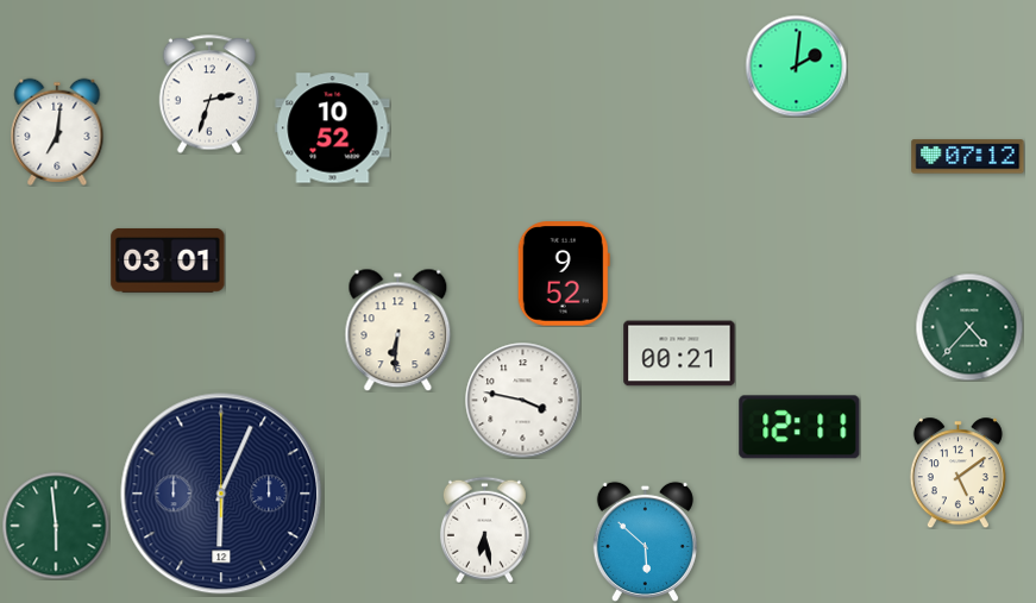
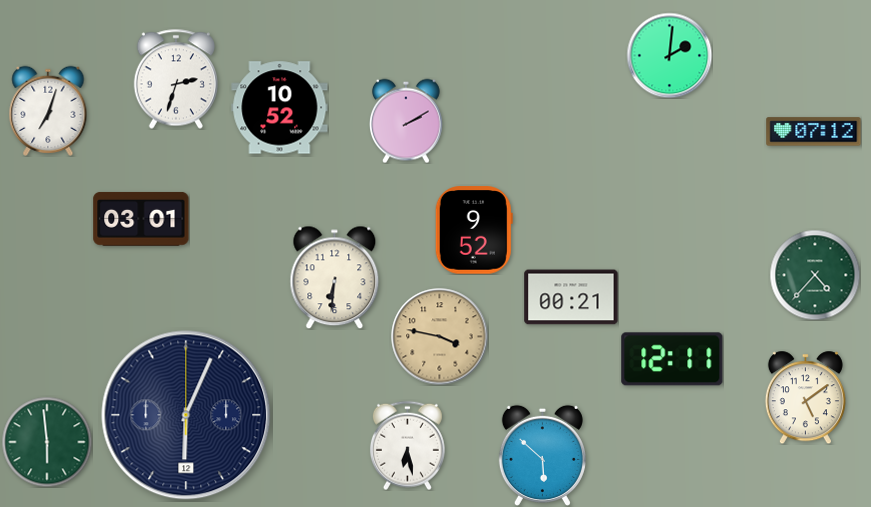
clock at (57, 132): 7:01 -> 7:03
clock at (407, 121): none -> 2:10
clock at (523, 401) dial: white -> champagne
